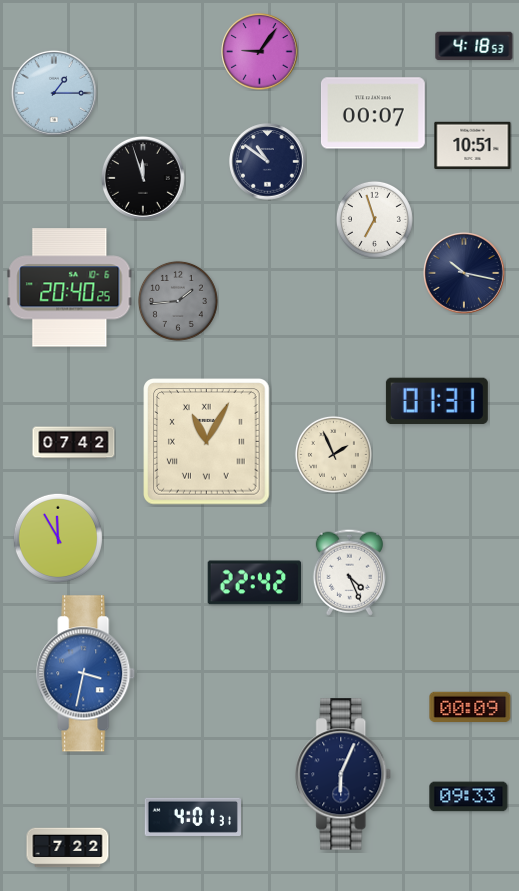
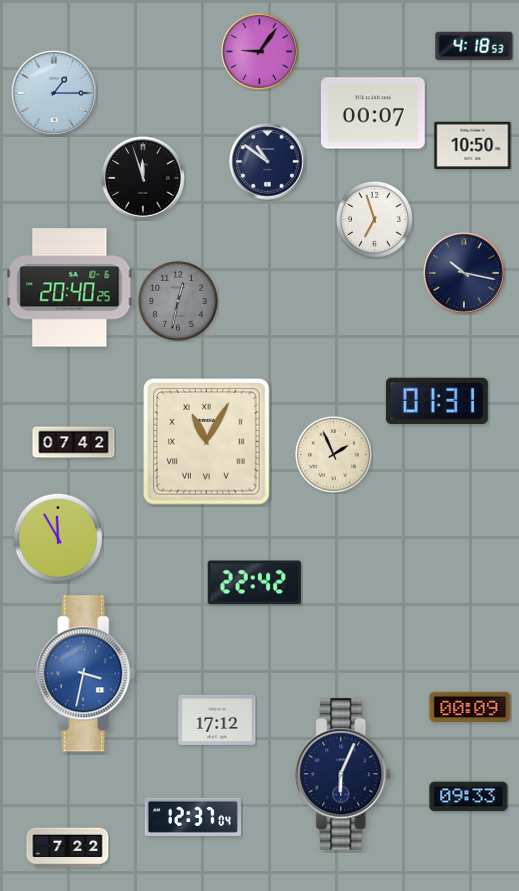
clock at (473, 146): 10:51 -> 10:50
clock at (178, 301): 1:44 -> 12:32
clock at (349, 572): 4:26 -> none
clock at (217, 720): none -> 17:12
clock at (193, 817): 4:01 -> 12:37
